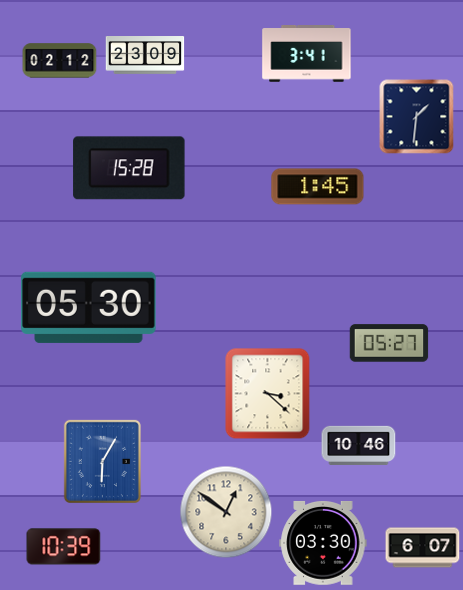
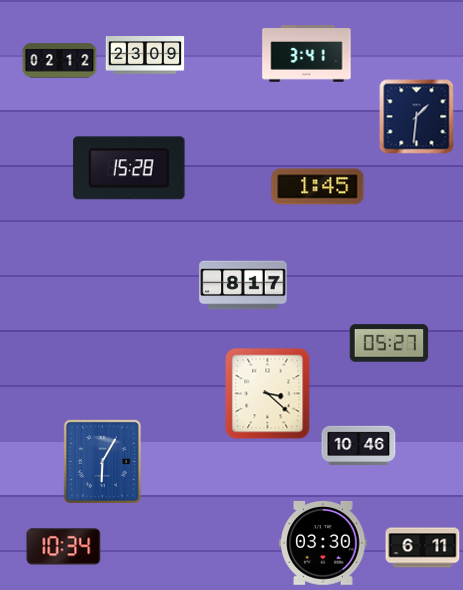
clock at (243, 285): none -> 8:17
clock at (89, 307): 05:30 -> none
clock at (226, 512): 12:51 -> none
clock at (64, 547): 10:39 -> 10:34
clock at (423, 548): 6:07 -> 6:11
